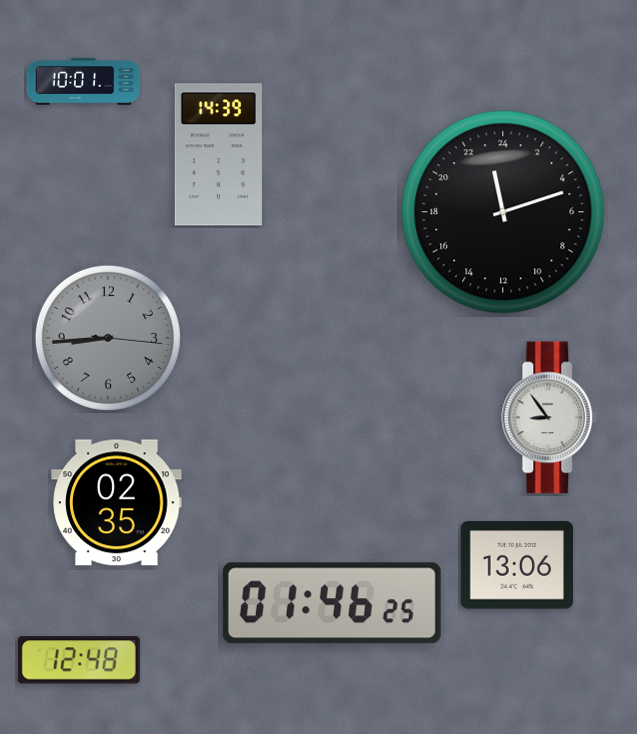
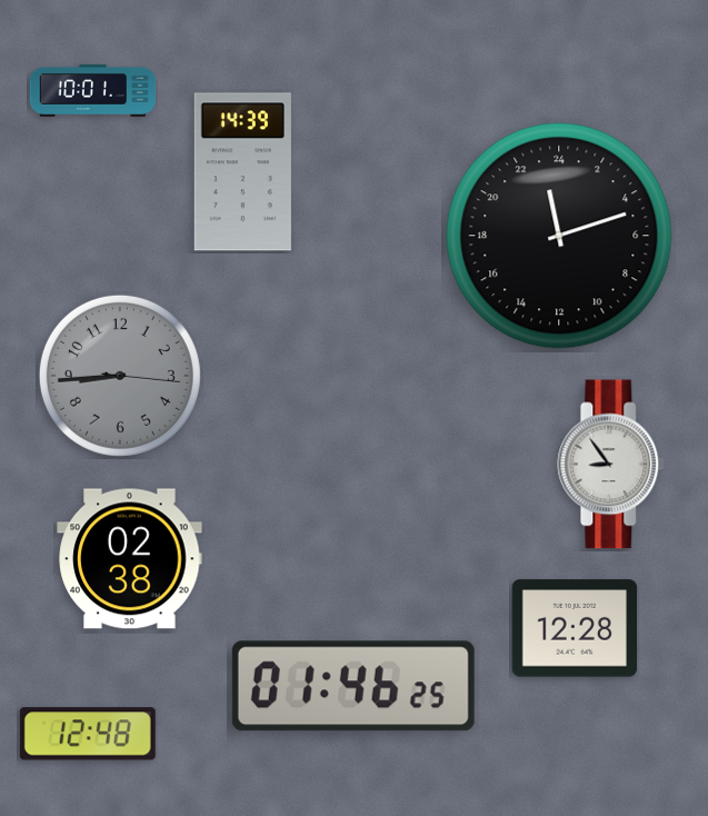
clock at (117, 503): 02:35 -> 02:38
clock at (516, 565): 13:06 -> 12:28
clock at (332, 603) position: (332, 603) -> (353, 686)
